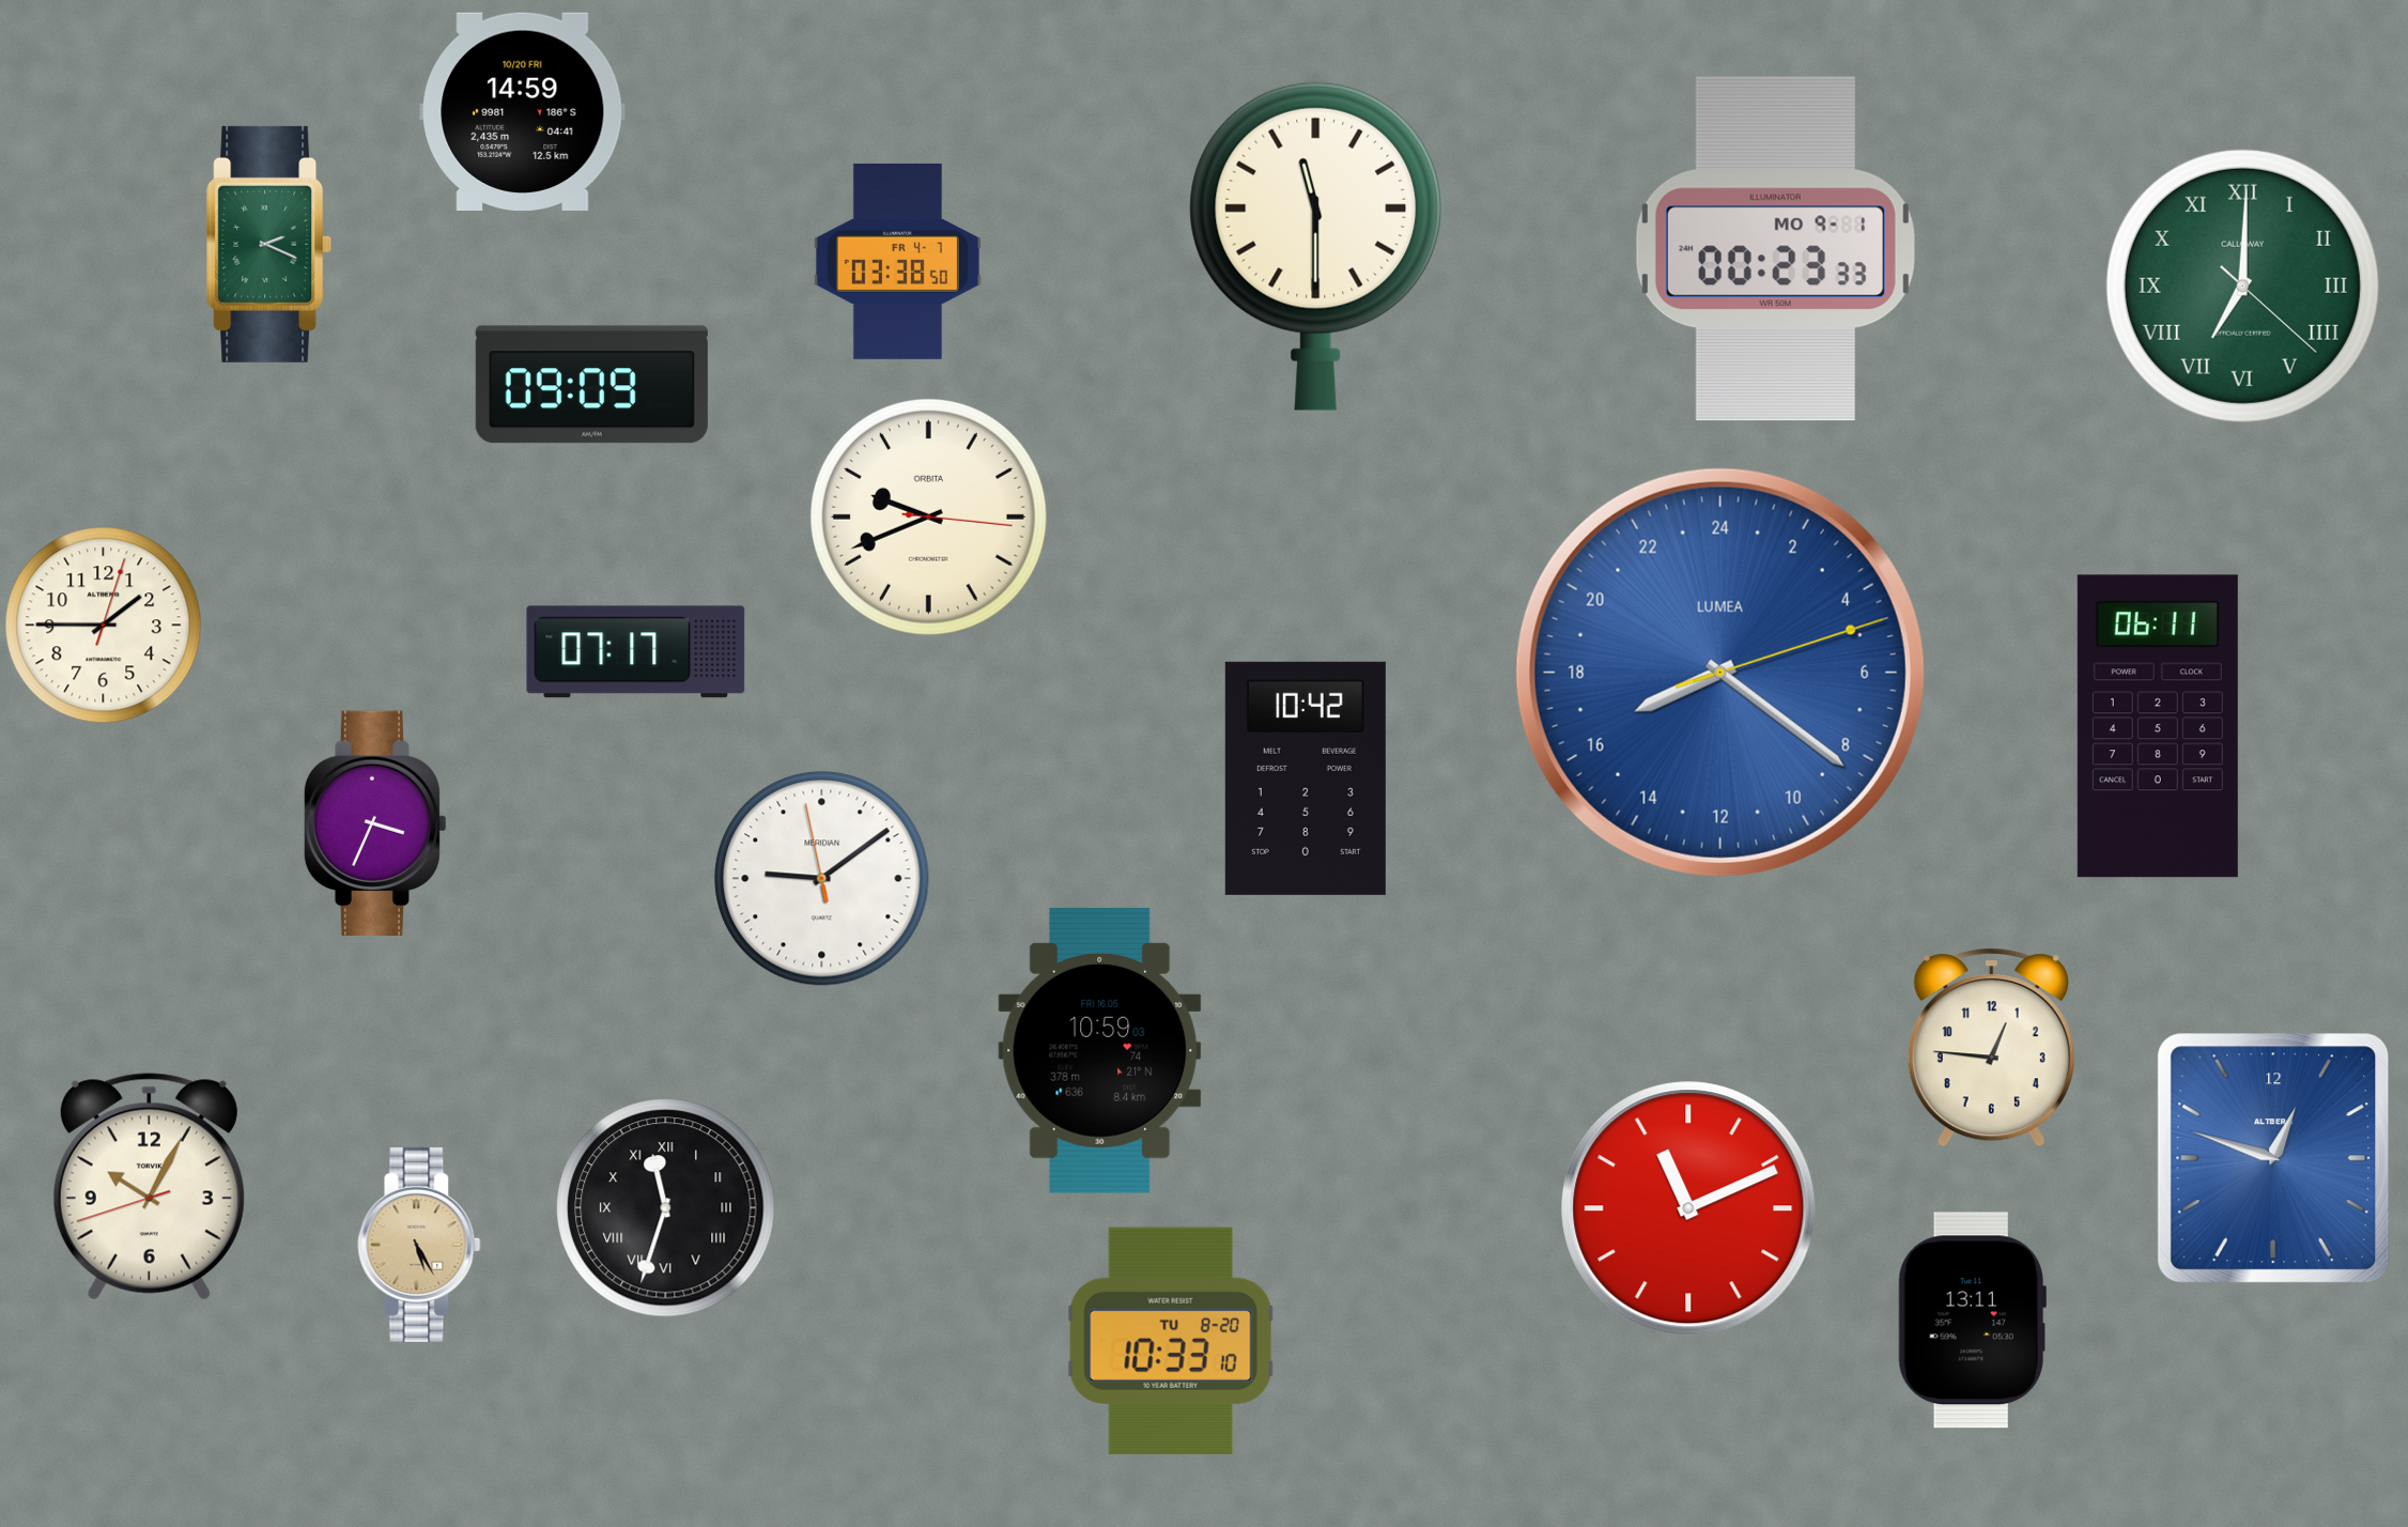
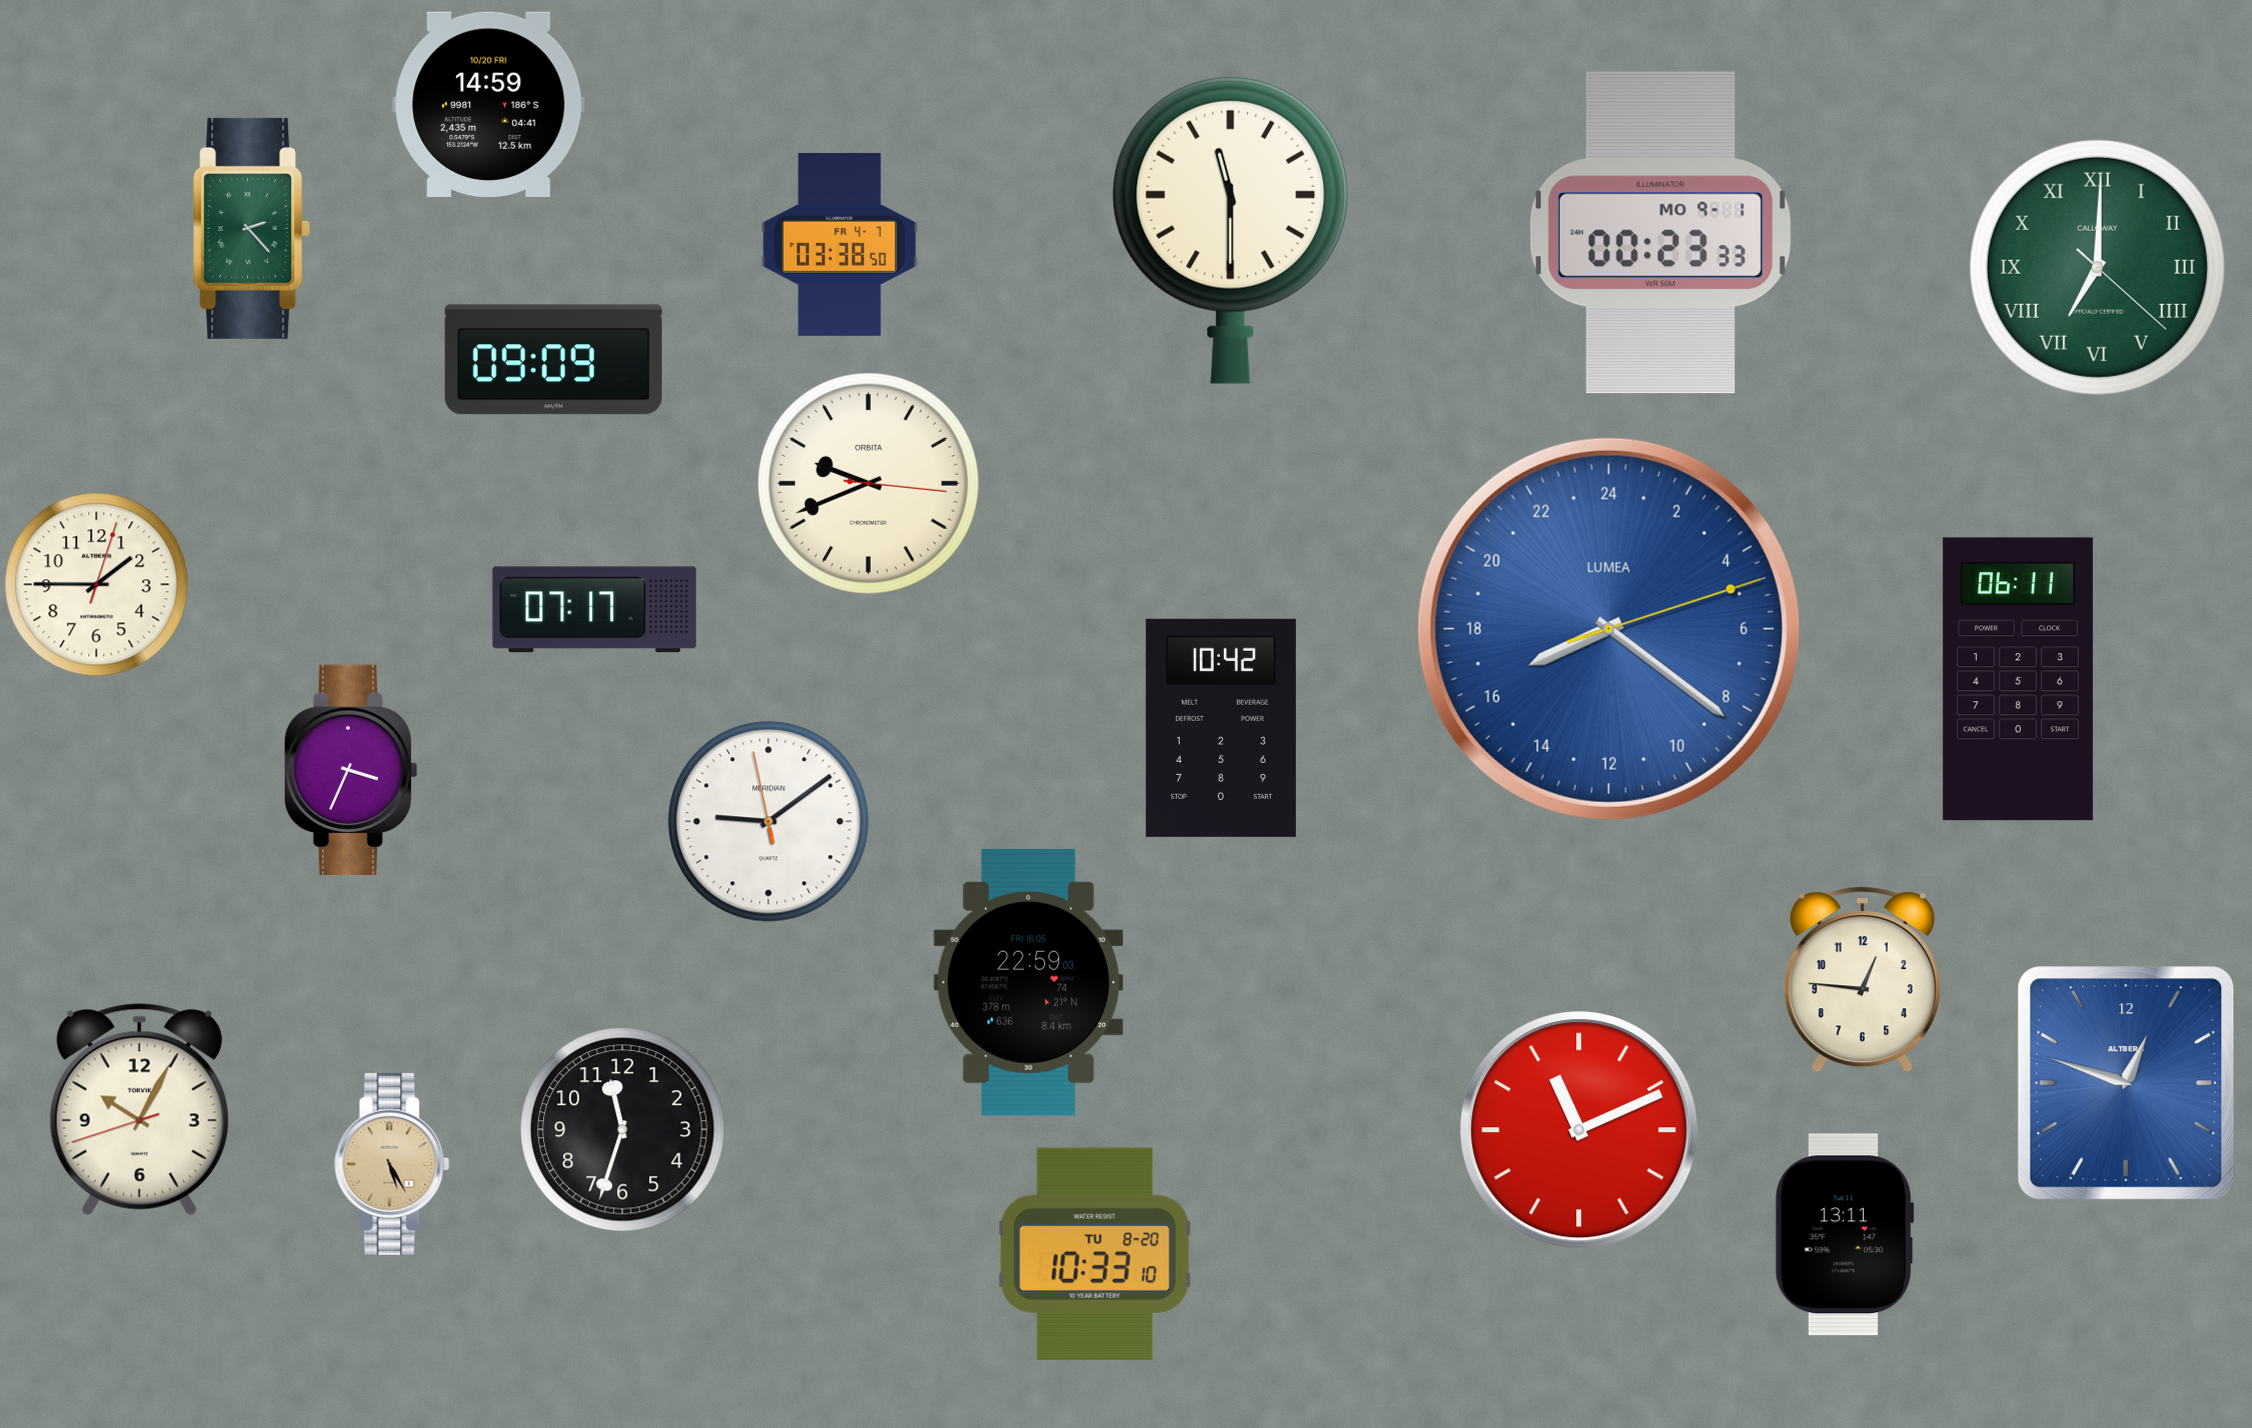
clock at (269, 244): 2:19 -> 2:23
clock at (1100, 1050): 10:59 -> 22:59
clock at (666, 1208) numerals: Roman -> Arabic
